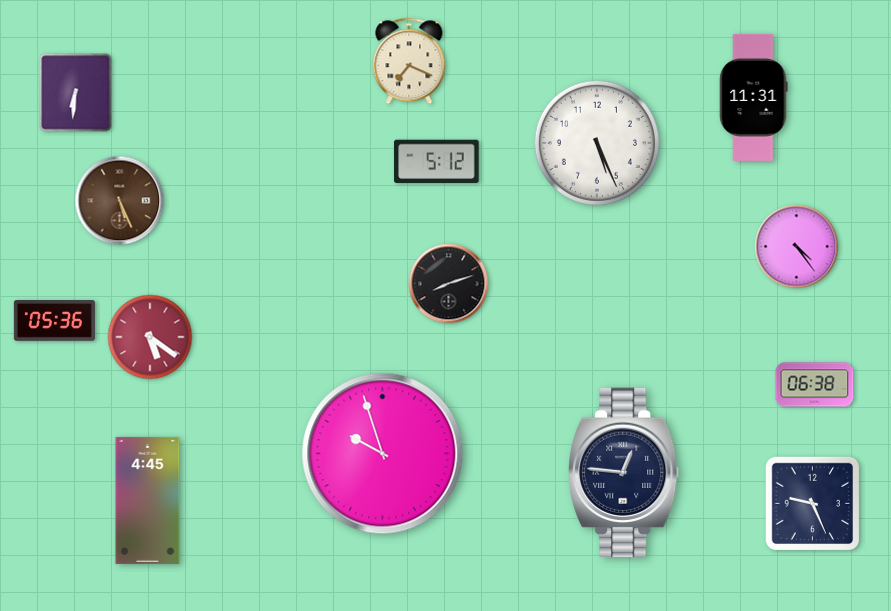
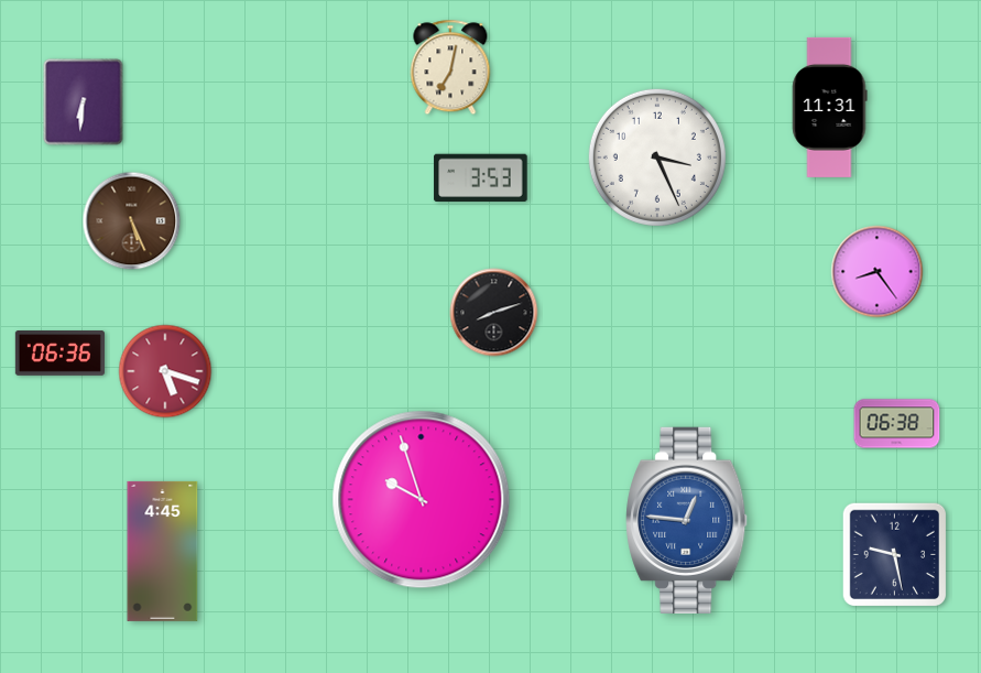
clock at (409, 61): 7:19 -> 7:02
clock at (597, 143): 5:26 -> 3:26
clock at (437, 161): 5:12 -> 3:53
clock at (797, 247): 4:24 -> 8:24
clock at (54, 321): 05:36 -> 06:36
clock at (150, 337): 5:21 -> 5:18
clock at (624, 472) dial: navy -> blue
clock at (812, 503): 9:26 -> 9:28
